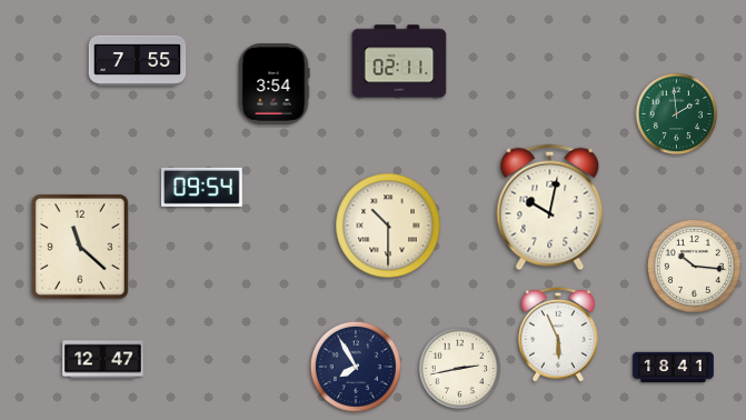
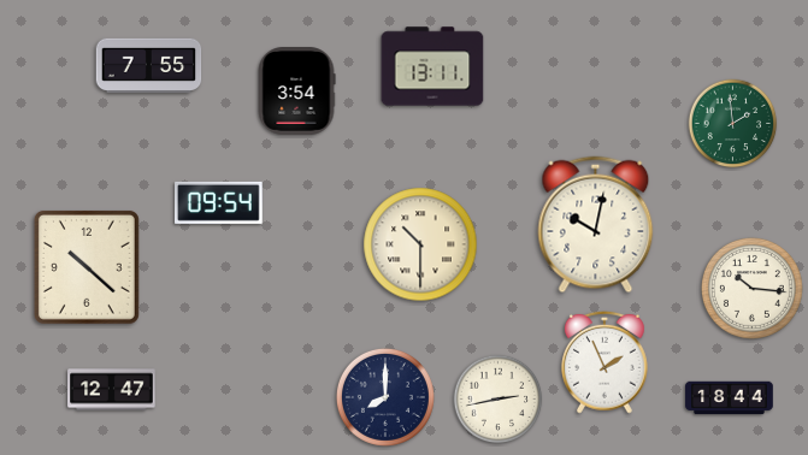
clock at (399, 61): 02:11 -> 13:11
clock at (80, 247): 11:22 -> 10:22
clock at (559, 334): 5:56 -> 1:56
clock at (356, 367): 7:55 -> 8:00
clock at (674, 368): 18:41 -> 18:44
